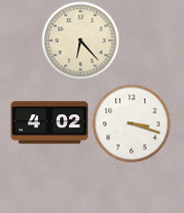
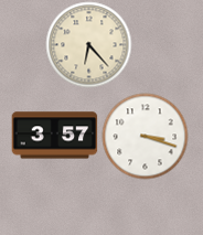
clock at (49, 123): 4:02 -> 3:57
